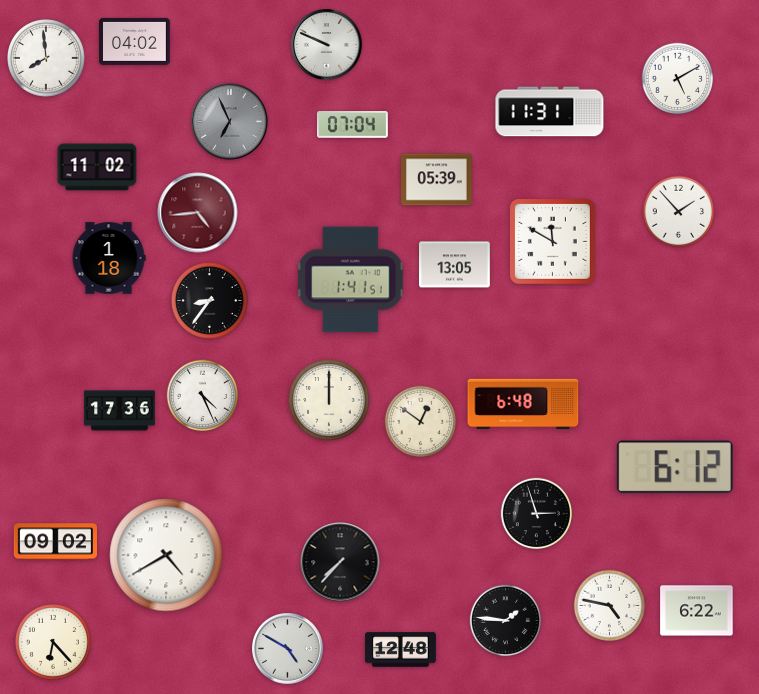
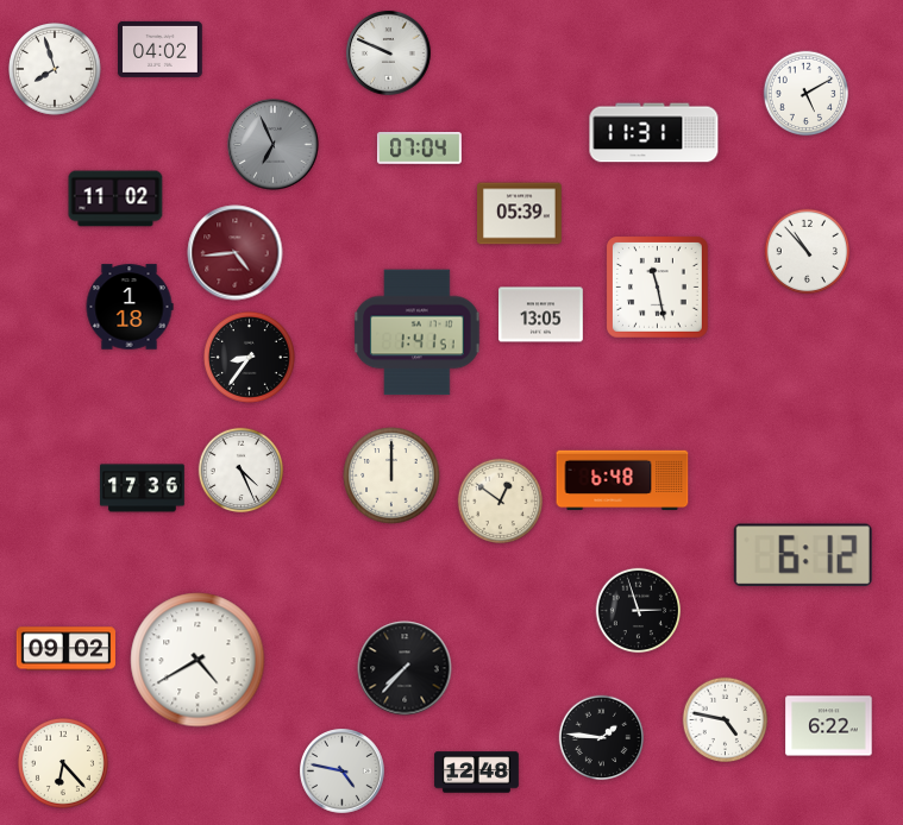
clock at (47, 59): 7:59 -> 7:57
clock at (679, 212): 1:53 -> 10:53
clock at (553, 242): 11:50 -> 11:28
clock at (55, 542) position: (55, 542) -> (65, 649)
clock at (288, 649): 4:50 -> 4:47
